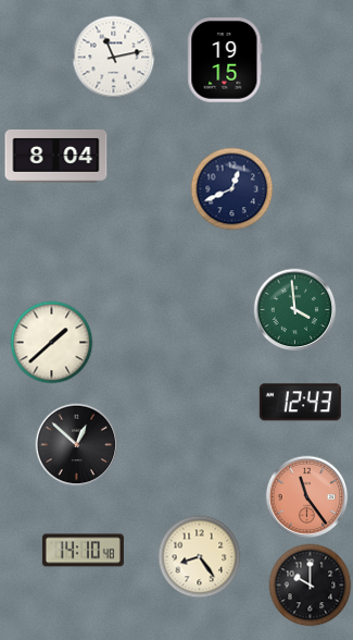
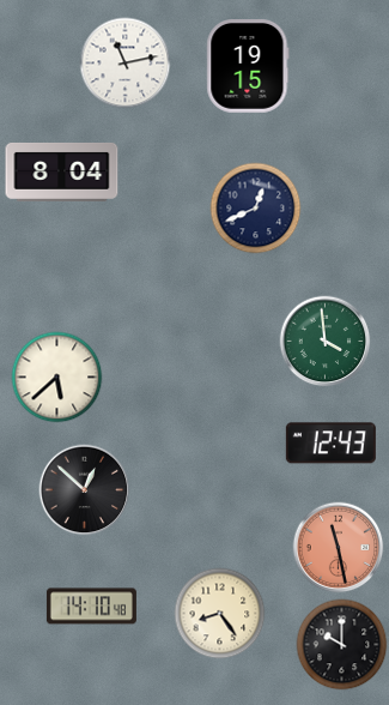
clock at (52, 343): 1:38 -> 5:38
clock at (307, 497): 11:24 -> 11:28
